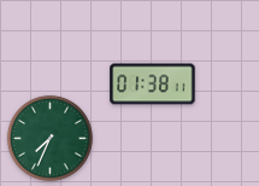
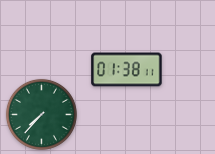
clock at (49, 138): 7:34 -> 7:37
